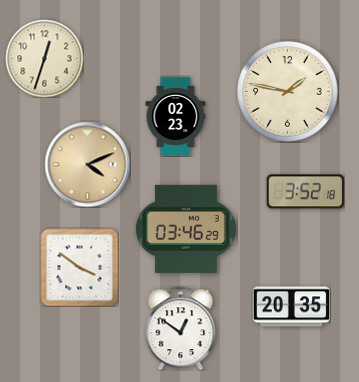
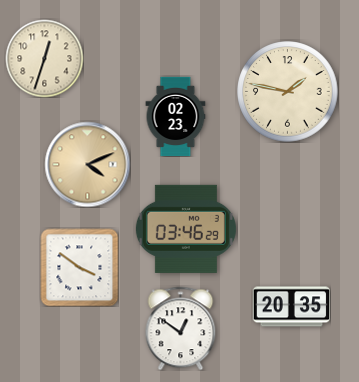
clock at (305, 192): 3:52 -> none
